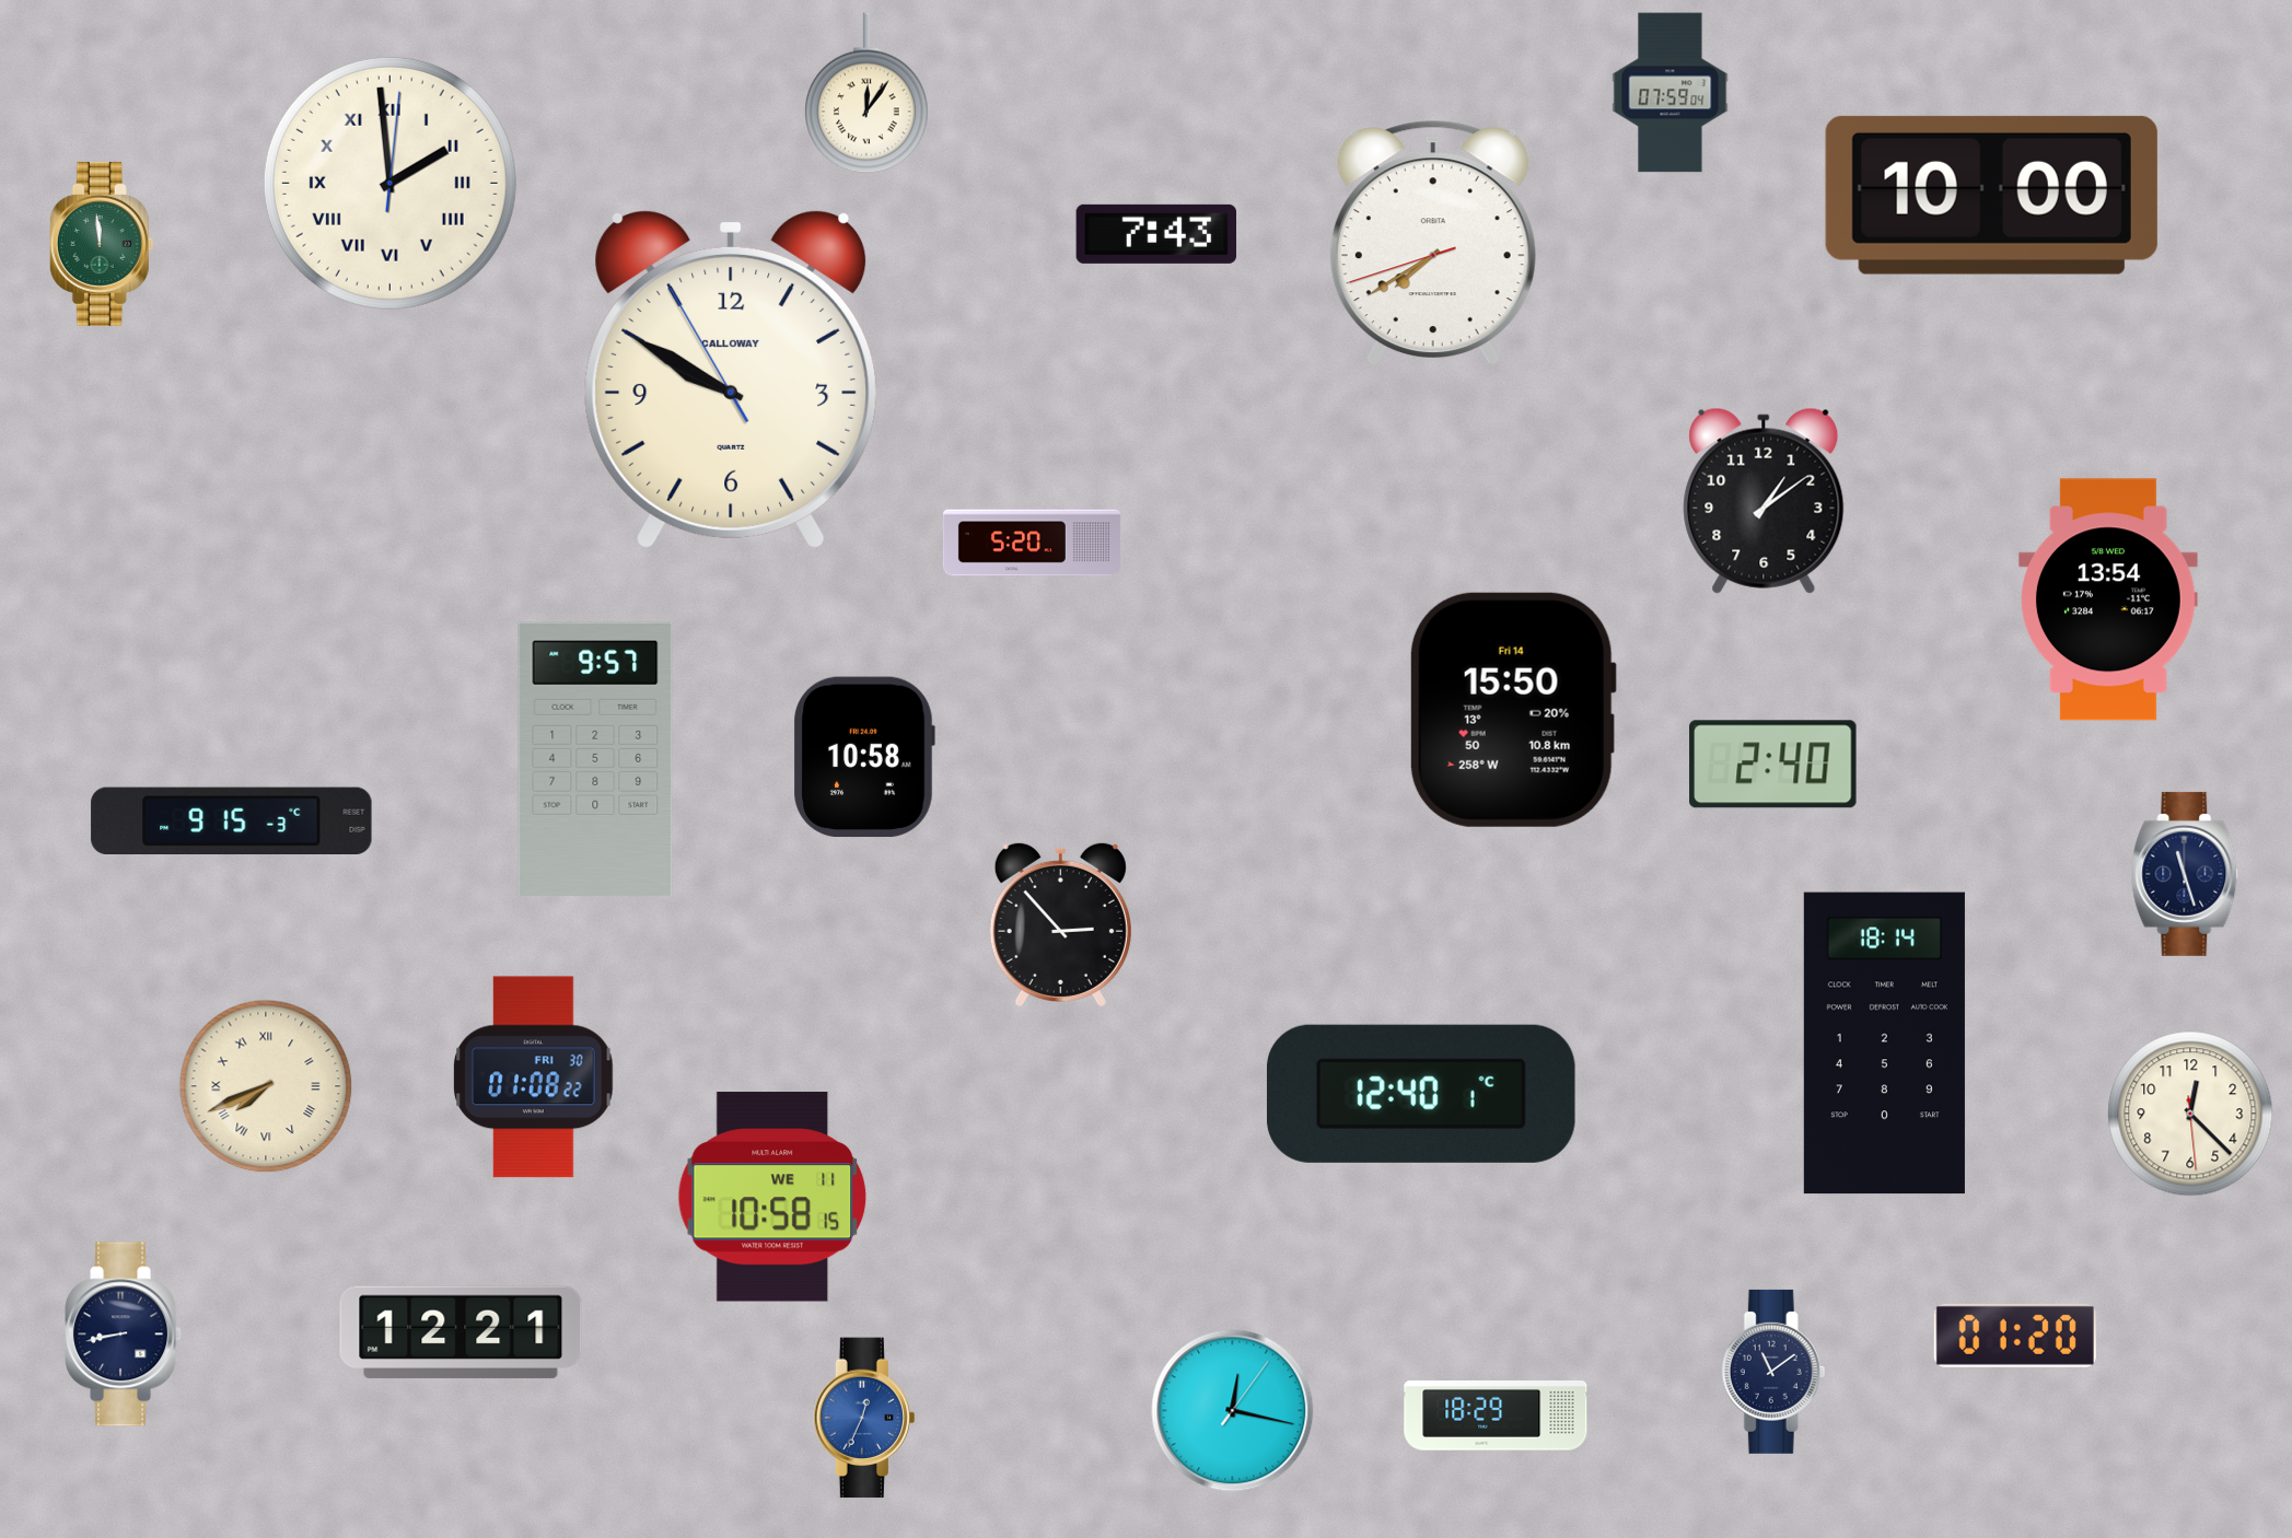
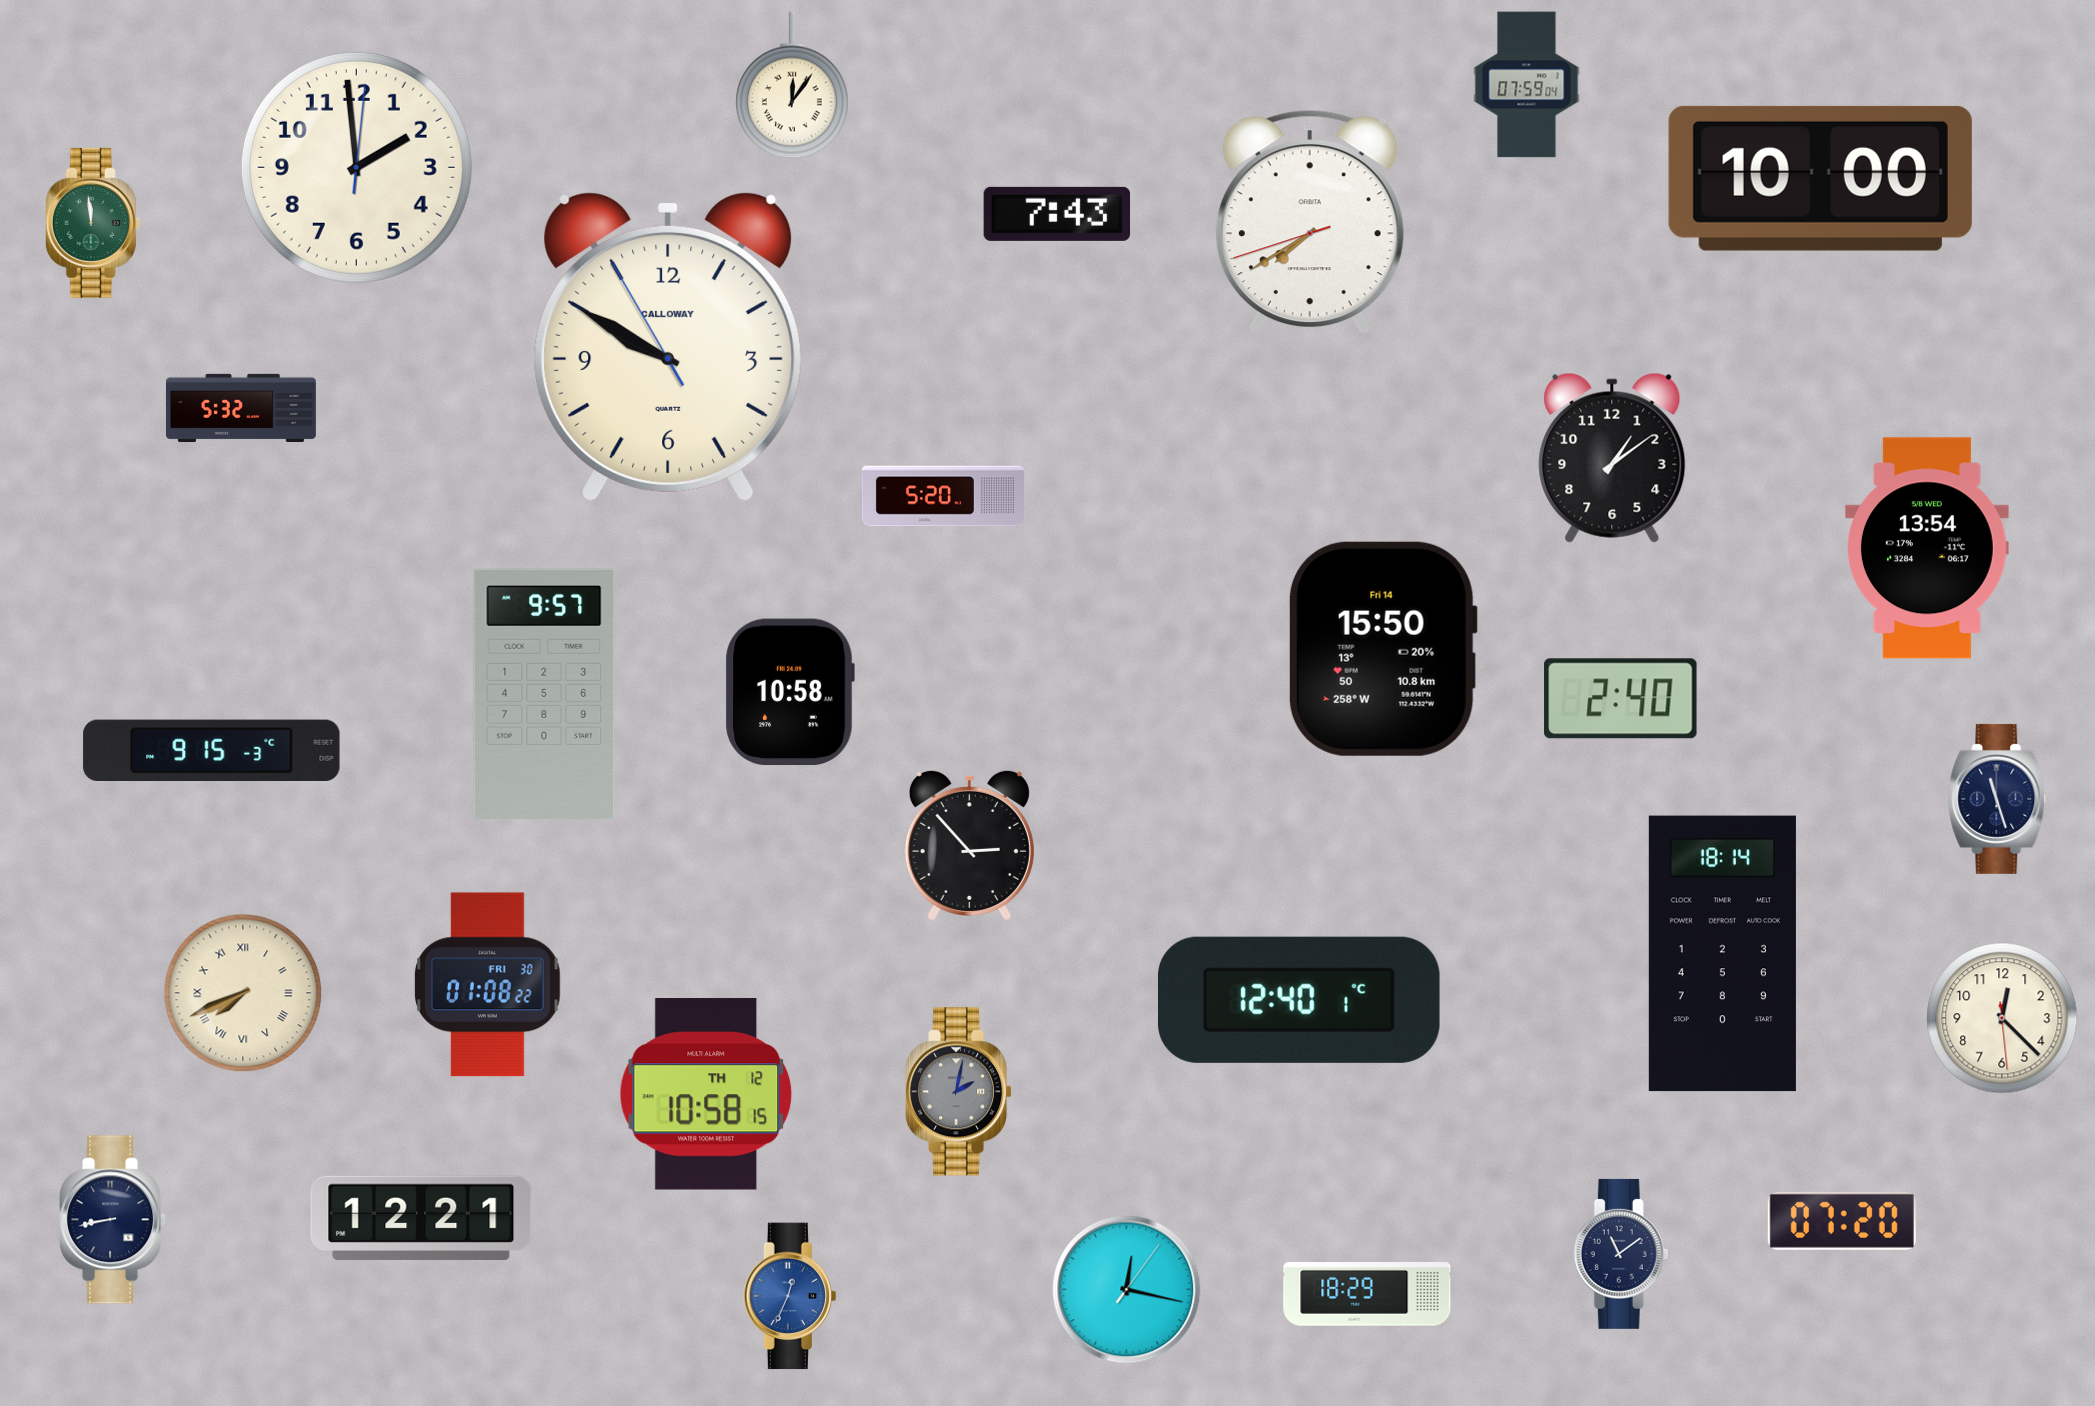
clock at (389, 183) numerals: Roman -> Arabic
clock at (241, 407): none -> 5:32
clock at (960, 1092): none -> 2:02
clock at (772, 1198) date: WE 11 -> TH 12
clock at (2015, 1336): 01:20 -> 07:20
